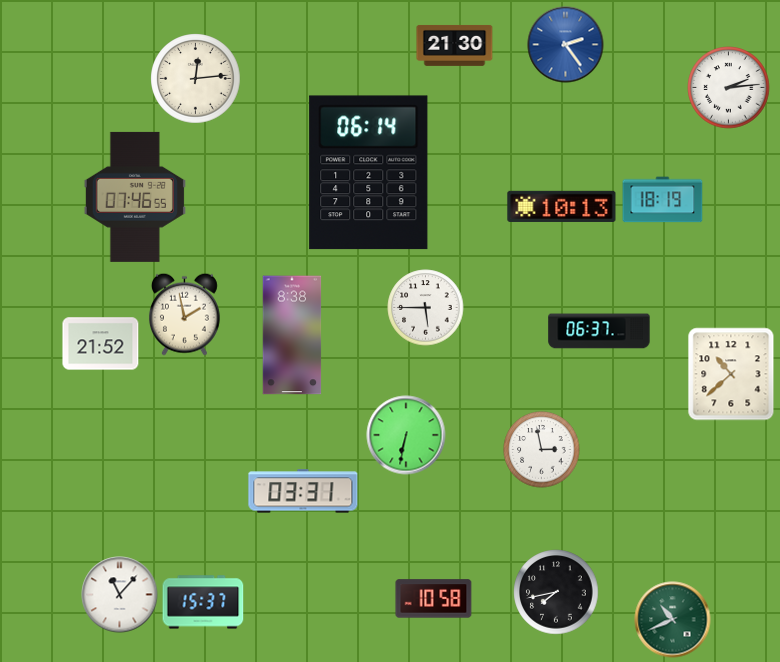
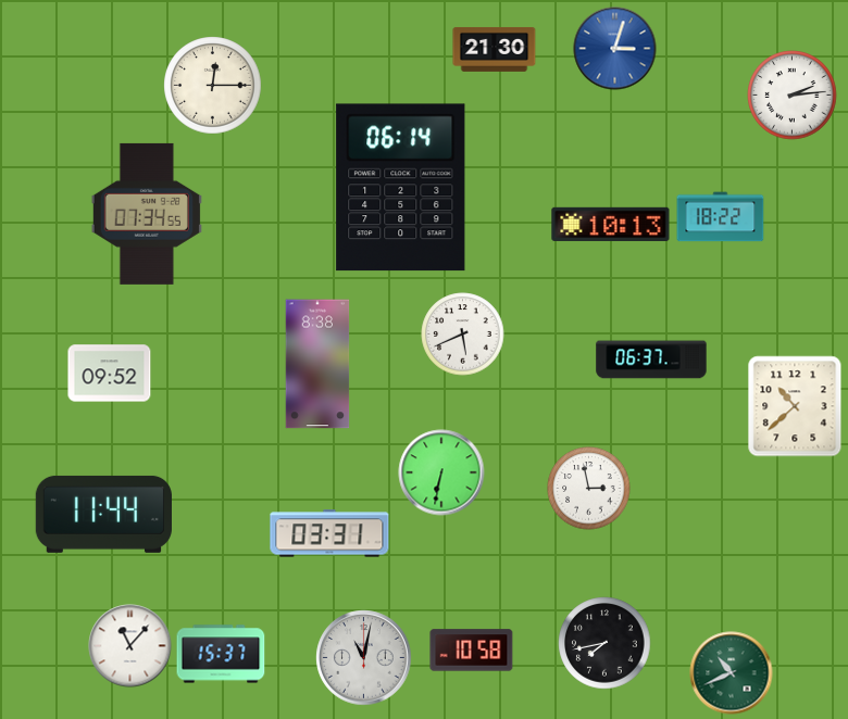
clock at (566, 45): 2:24 -> 3:03
clock at (196, 79): 12:14 -> 12:15
clock at (135, 197): 07:46 -> 07:34
clock at (663, 200): 18:19 -> 18:22
clock at (426, 308): 5:45 -> 5:41
clock at (184, 314): 1:58 -> none
clock at (101, 344): 21:52 -> 09:52
clock at (103, 514): none -> 11:44
clock at (364, 658): none -> 11:02
